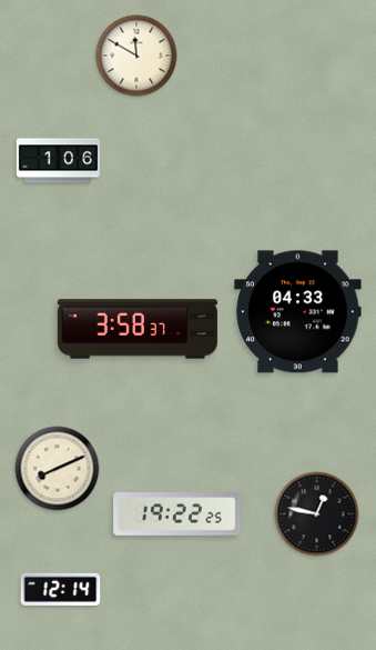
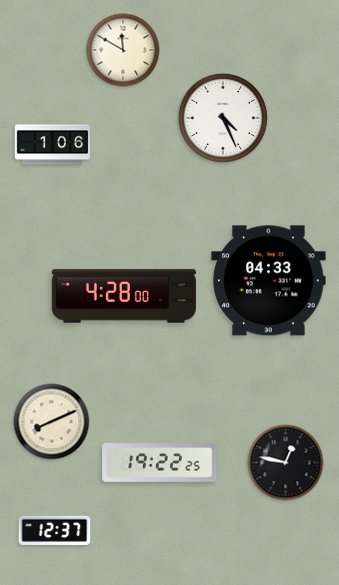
clock at (223, 118): none -> 4:26
clock at (138, 329): 3:58 -> 4:28
clock at (61, 589): 12:14 -> 12:37
